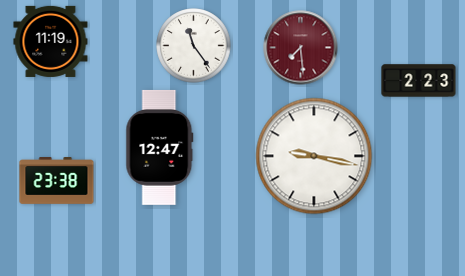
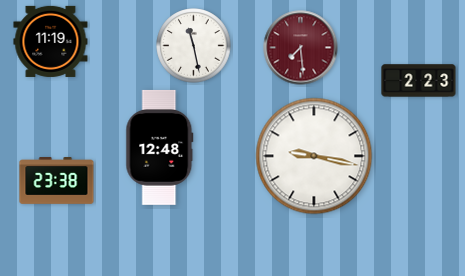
clock at (194, 46): 11:24 -> 11:28
clock at (160, 147): 12:47 -> 12:48
